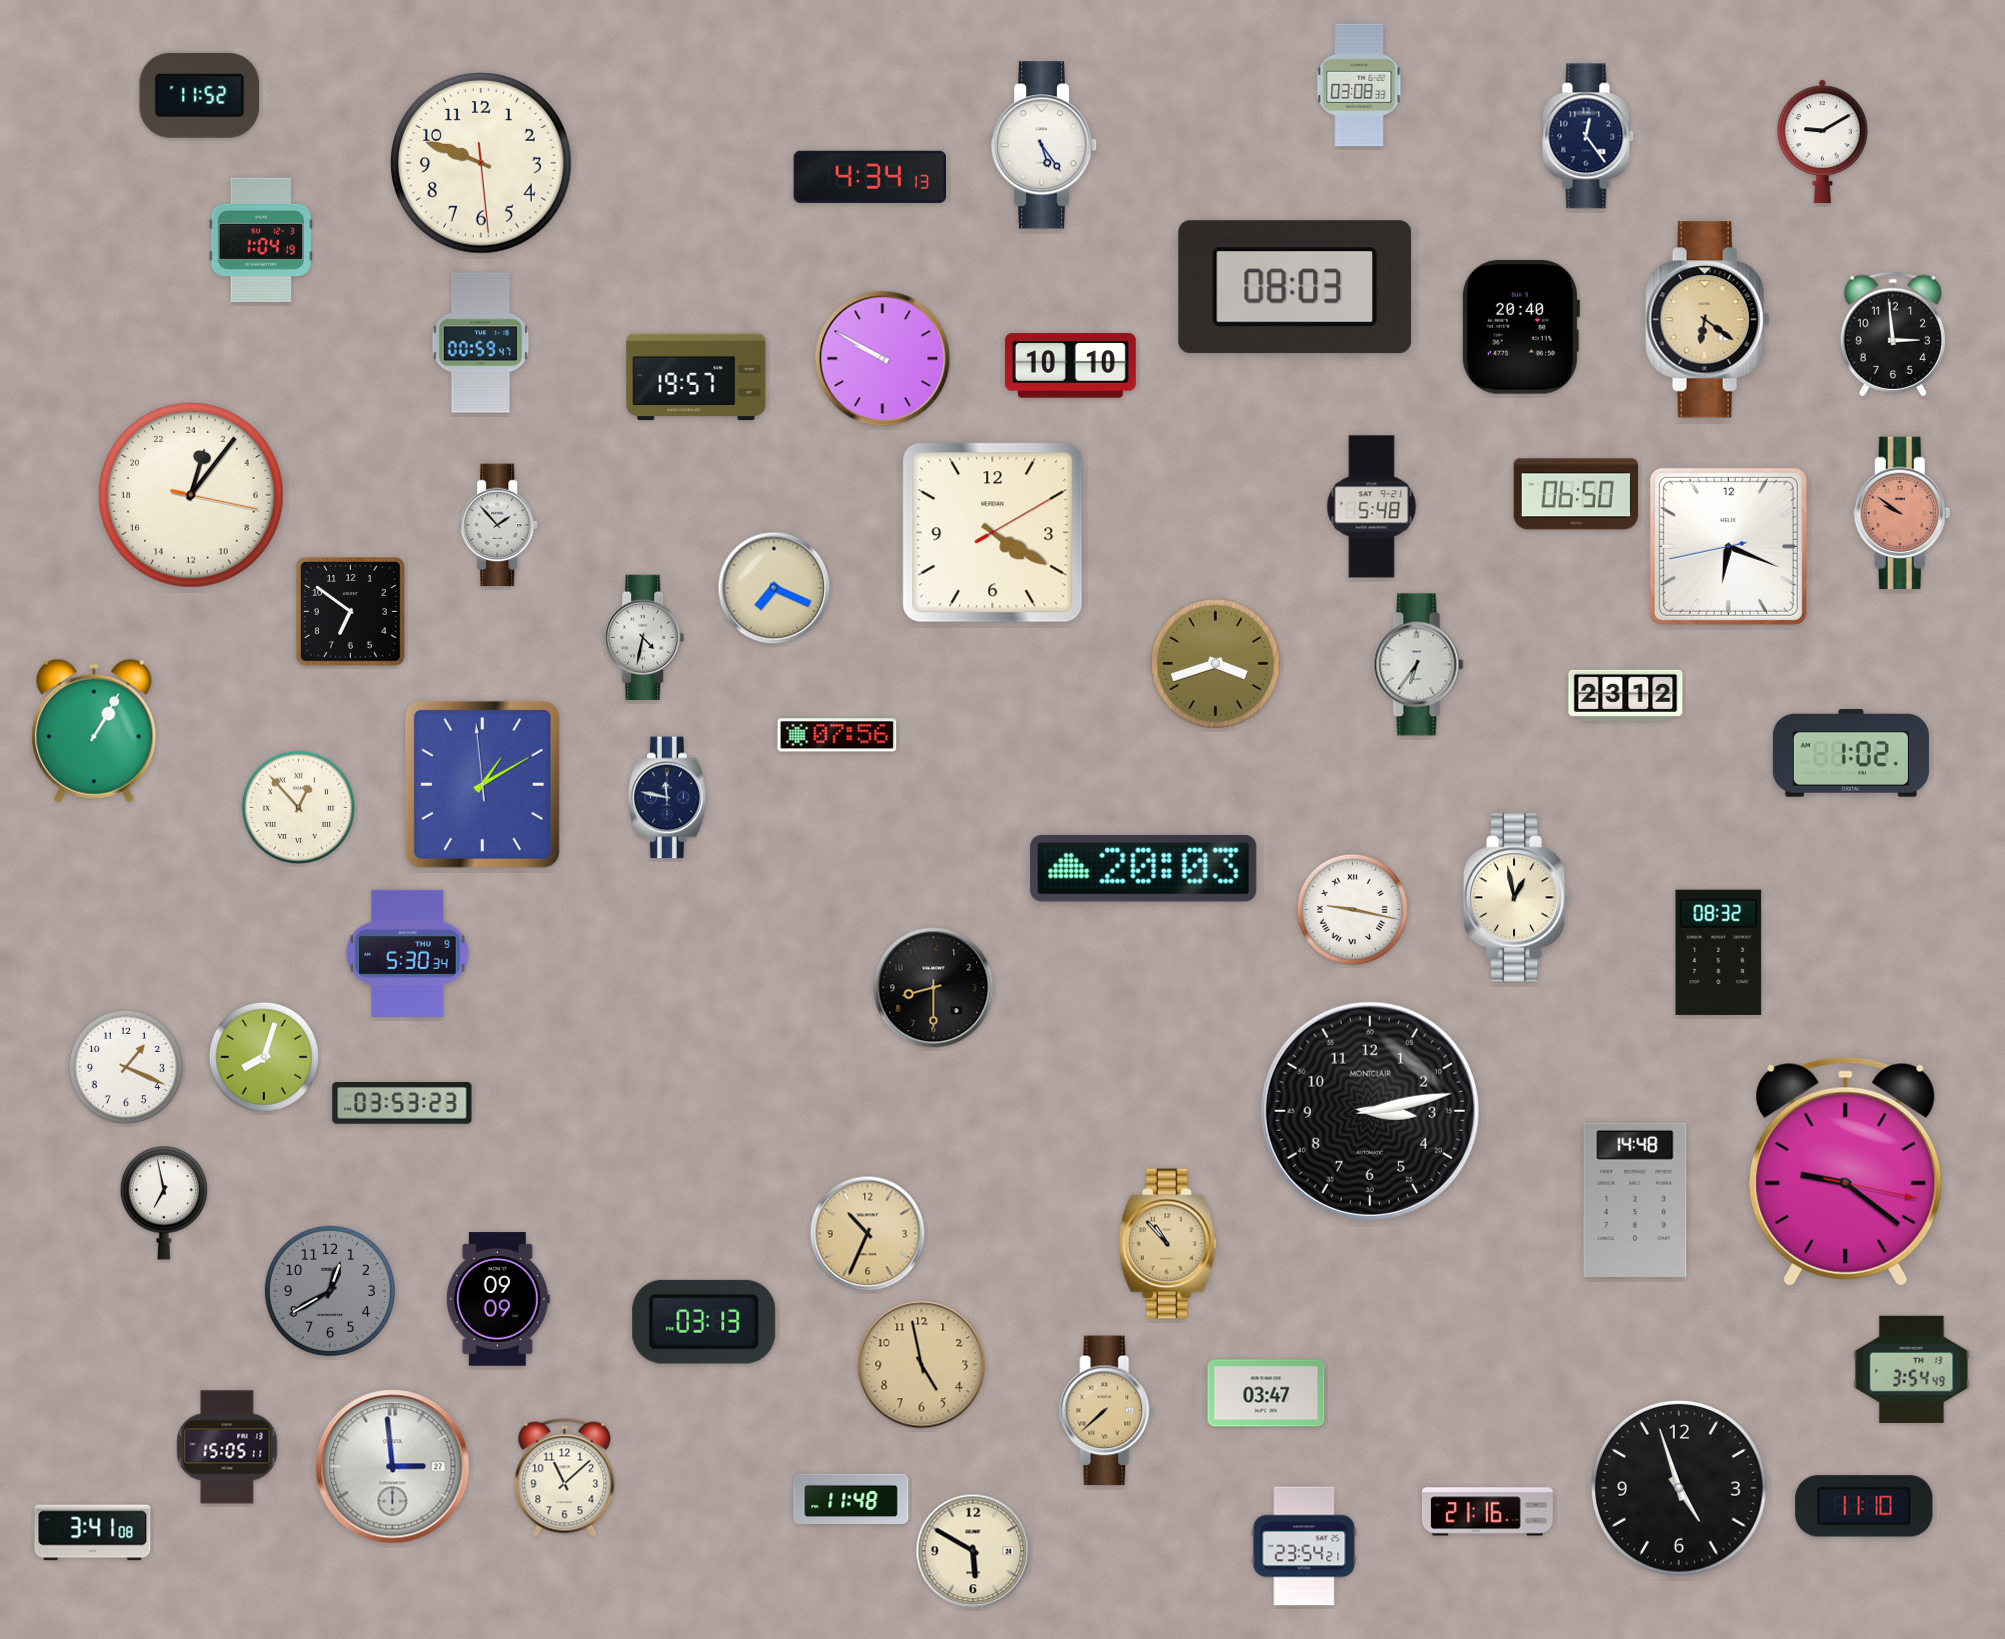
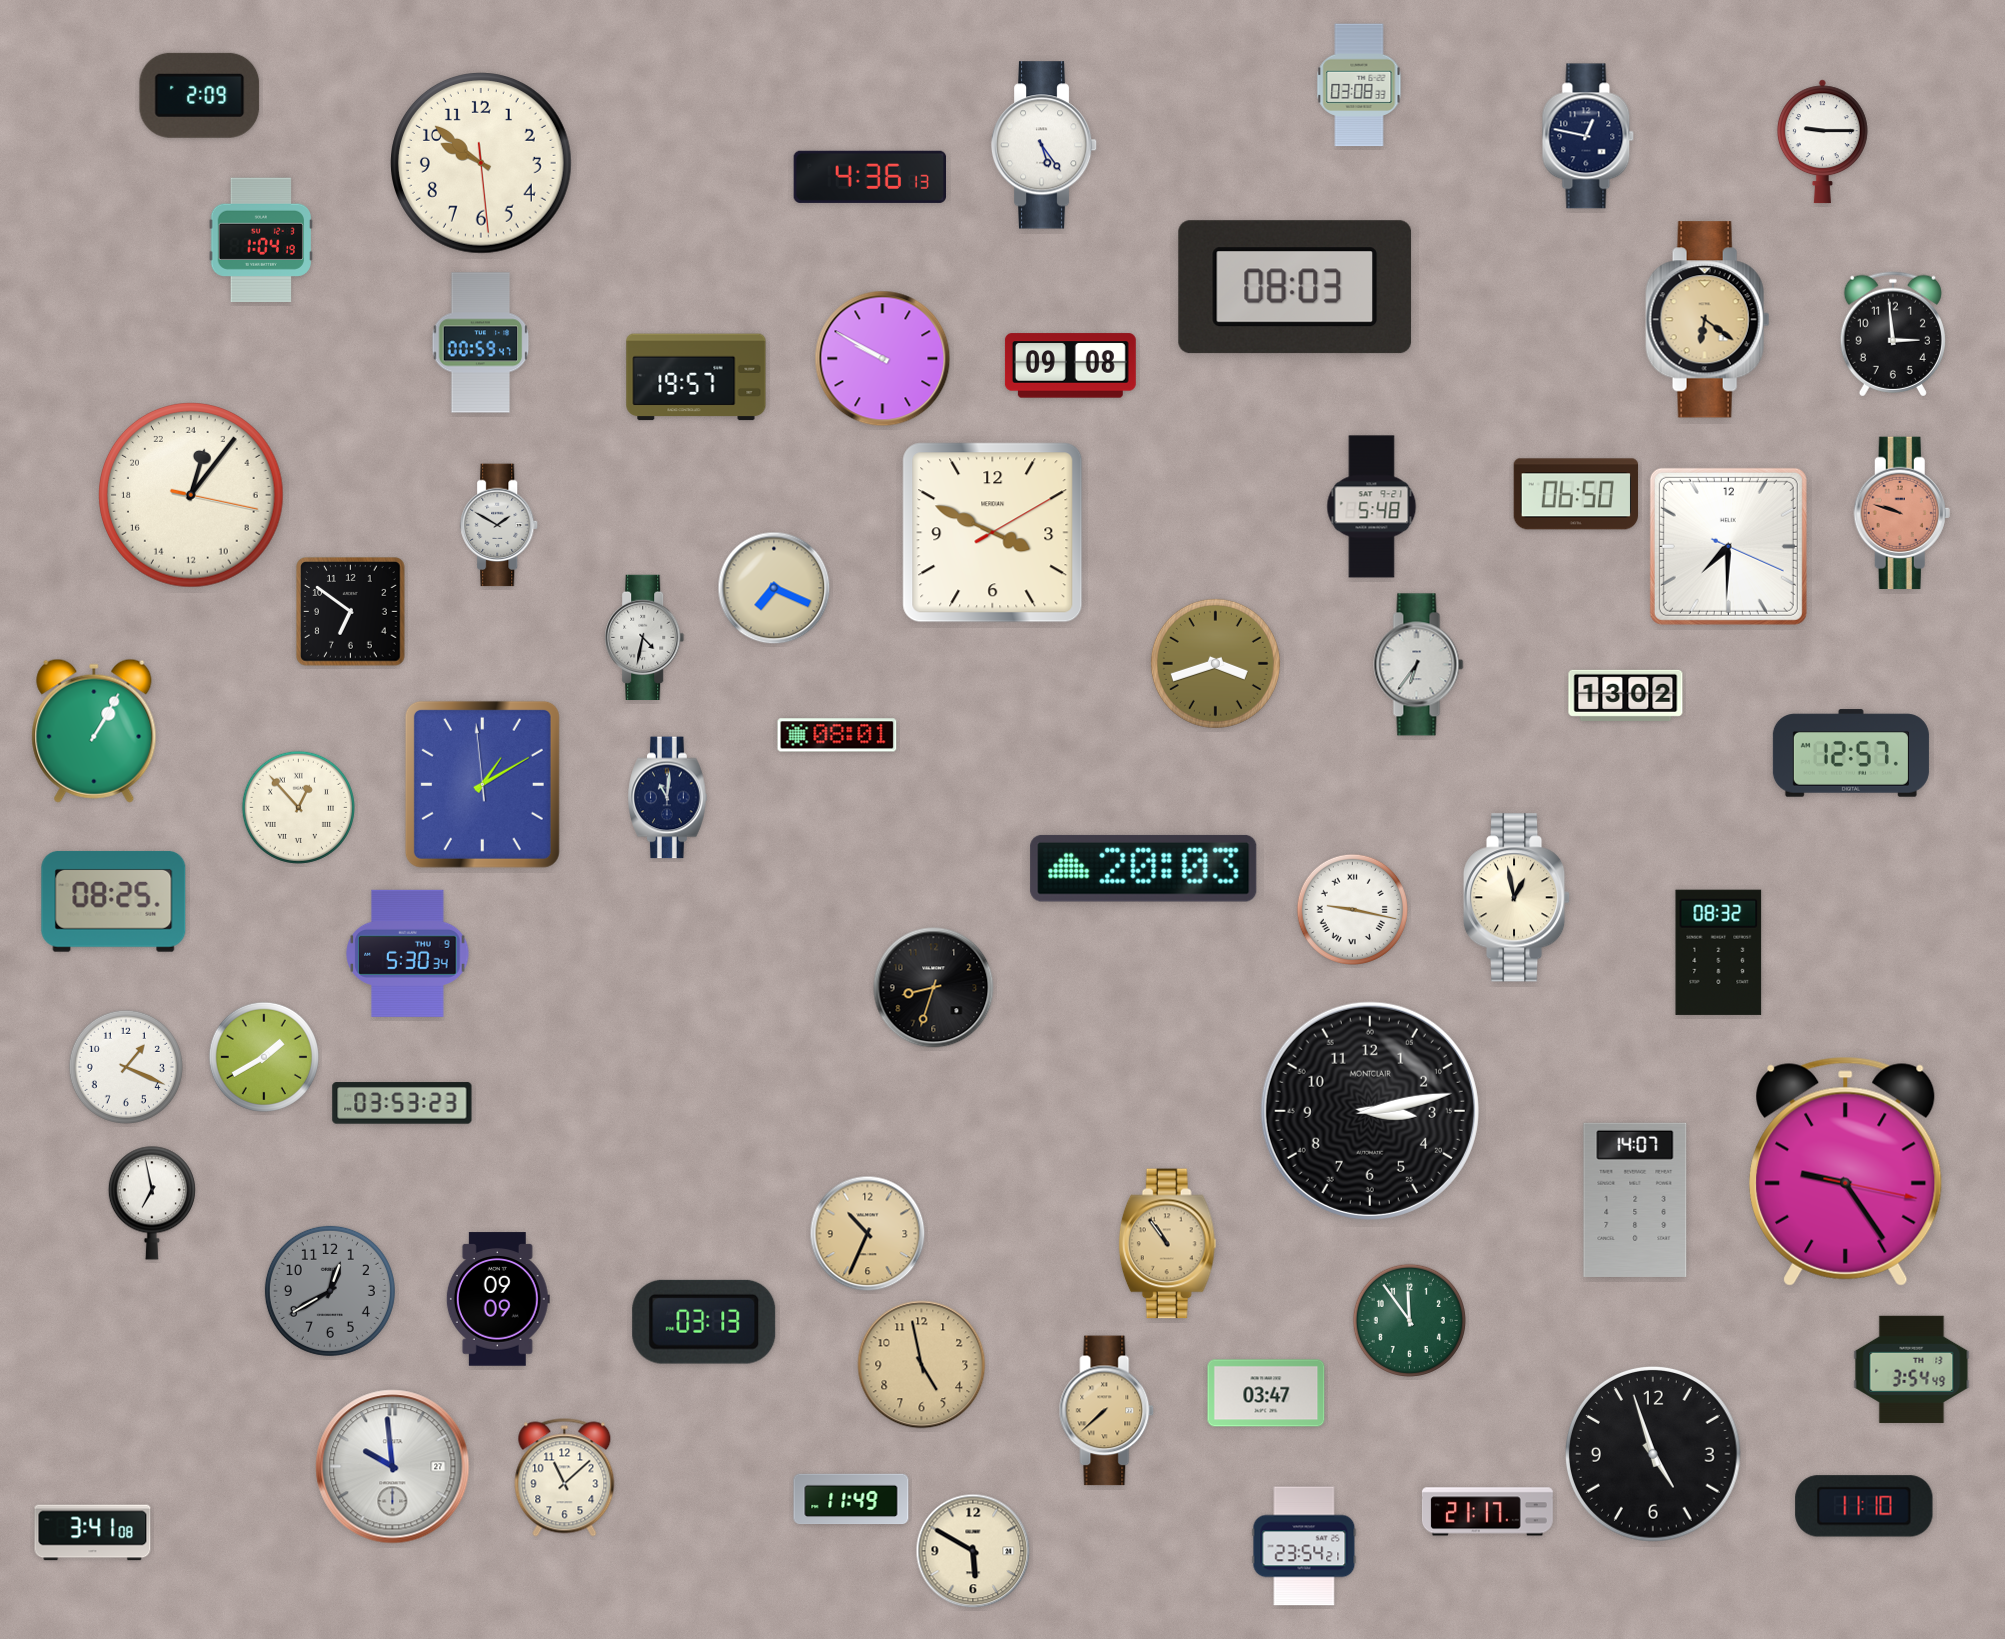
clock at (200, 95): 11:52 -> 2:09
clock at (1588, 136): 12:24 -> 12:47
clock at (1822, 142): 9:10 -> 9:15
clock at (482, 164): 9:48 -> 9:51
clock at (869, 177): 4:34 -> 4:36
clock at (1520, 328): 20:40 -> none
clock at (1070, 366): 10:10 -> 09:08
clock at (1902, 513): 9:51 -> 9:48
clock at (500, 525): 1:53 -> 1:50
clock at (993, 533): 4:20 -> 3:49
clock at (1728, 546): 6:18 -> 7:30
clock at (1626, 695): 23:12 -> 13:02
clock at (837, 735): 07:56 -> 08:01
clock at (1851, 753): 1:02 -> 12:57
clock at (668, 798): 11:47 -> 11:01
clock at (114, 902): none -> 08:25
clock at (934, 988): 8:30 -> 8:33
clock at (264, 1057): 8:03 -> 1:40
clock at (1846, 1171): 9:21 -> 9:24
clock at (1635, 1200): 14:48 -> 14:07
clock at (164, 1203) position: (164, 1203) -> (152, 1203)
clock at (1167, 1244): 10:53 -> 10:54
clock at (1409, 1320): none -> 11:54
clock at (227, 1447): 15:05 -> none
clock at (393, 1467): 2:59 -> 9:59
clock at (1679, 1488) position: (1679, 1488) -> (1653, 1454)
clock at (851, 1499): 11:48 -> 11:49
clock at (1487, 1512): 21:16 -> 21:17
